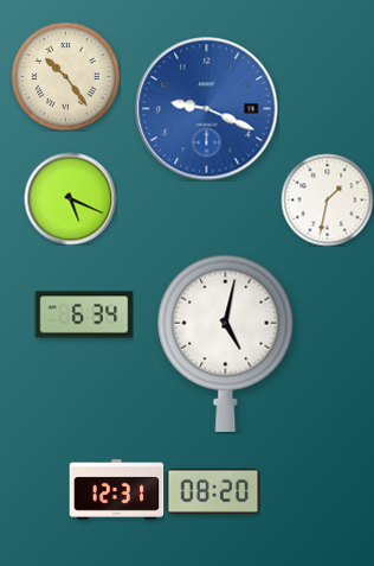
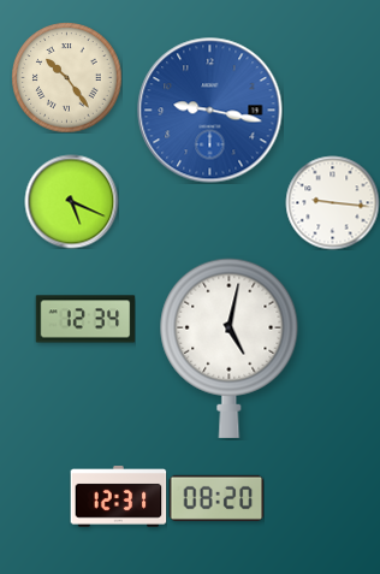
clock at (207, 109): 9:19 -> 9:17
clock at (327, 199): 1:32 -> 9:16
clock at (84, 314): 6:34 -> 12:34
